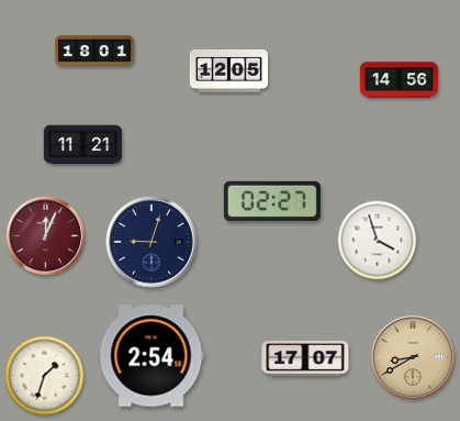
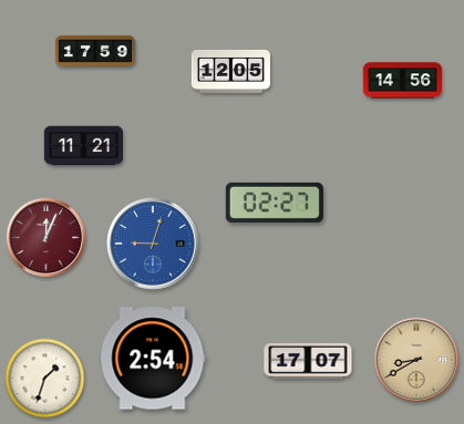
clock at (94, 51): 18:01 -> 17:59
clock at (378, 241): 3:57 -> none
clock at (152, 242) dial: navy -> blue
